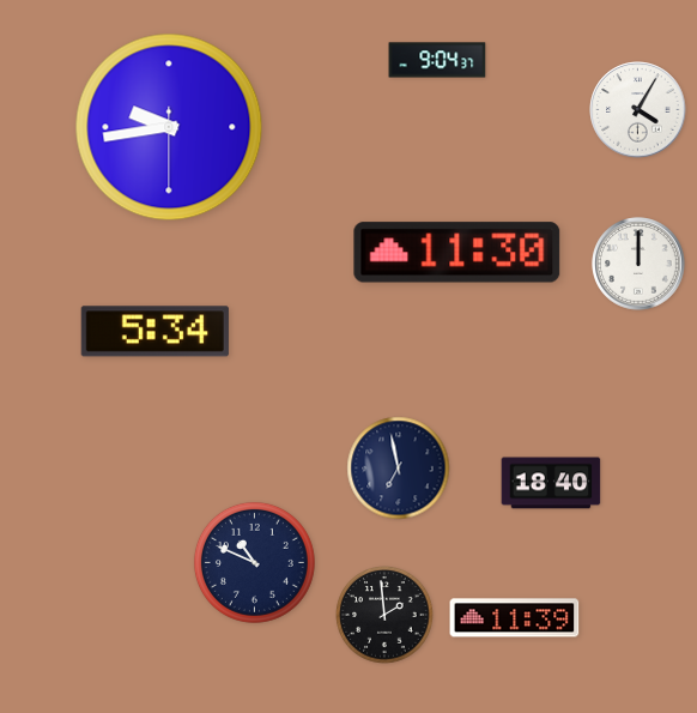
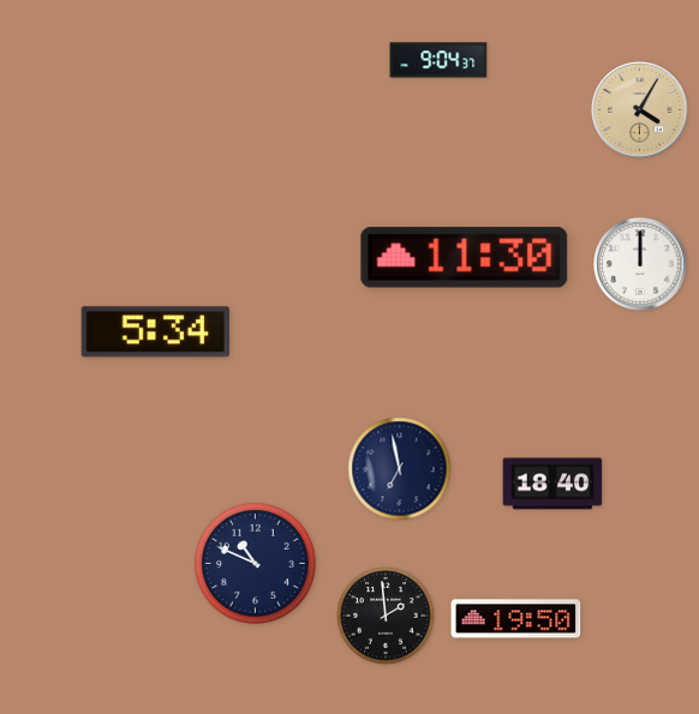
clock at (638, 110) dial: white -> champagne
clock at (169, 127): 9:43 -> none
clock at (457, 253) position: (457, 253) -> (465, 258)
clock at (515, 618): 11:39 -> 19:50
